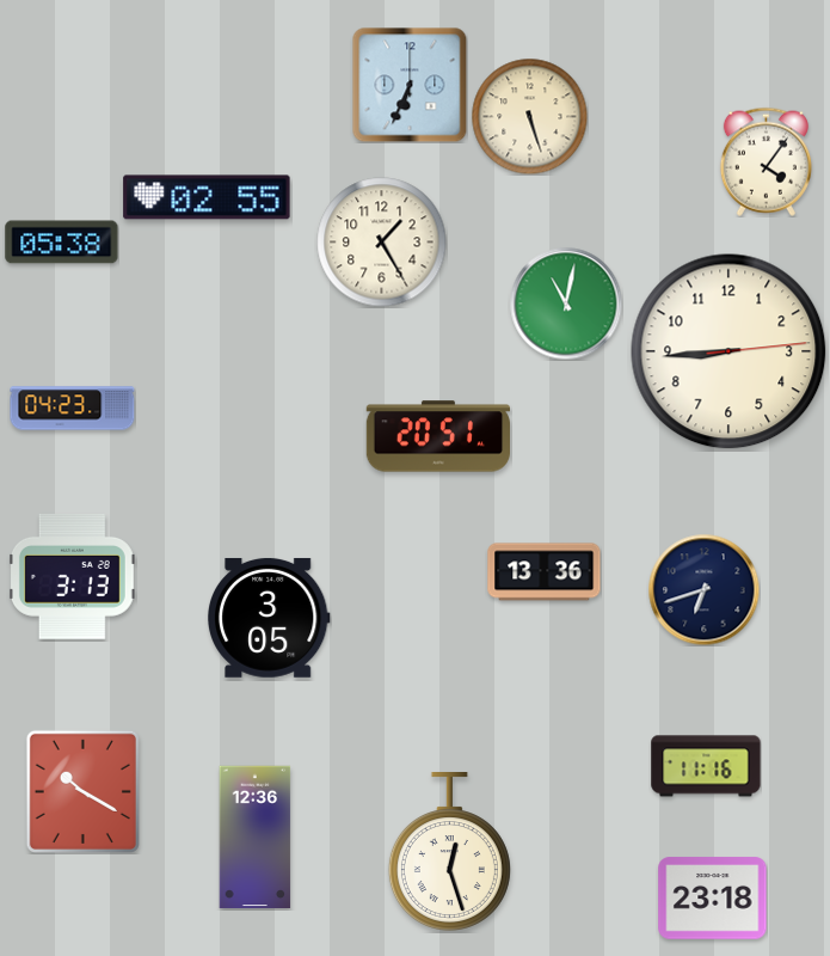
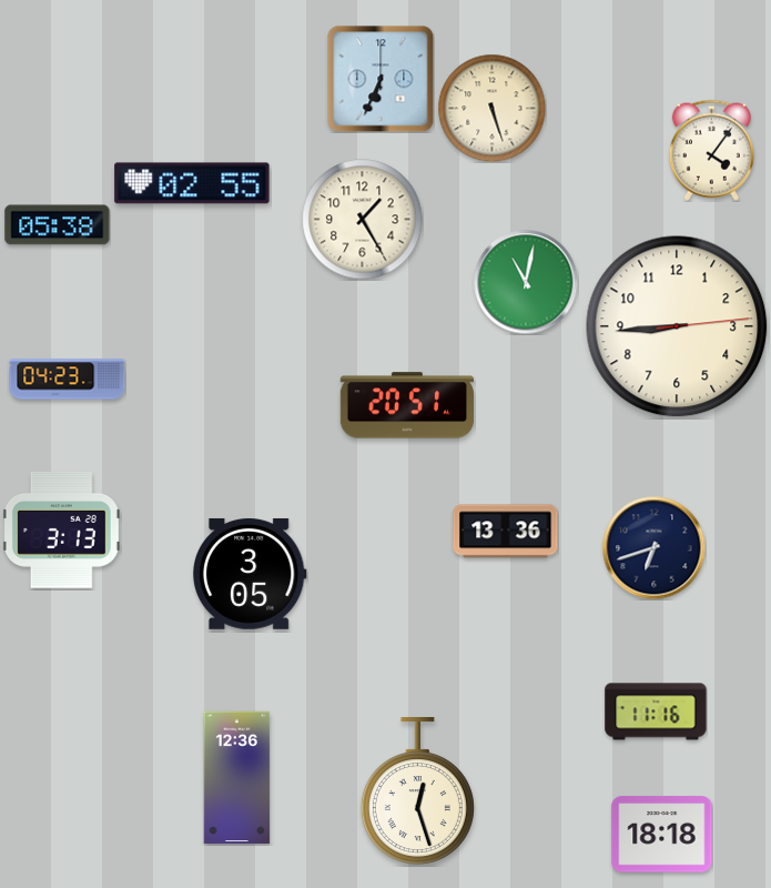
clock at (382, 243) position: (382, 243) -> (363, 220)
clock at (72, 577) position: (72, 577) -> (61, 531)
clock at (82, 791): 10:20 -> none
clock at (713, 899): 23:18 -> 18:18
